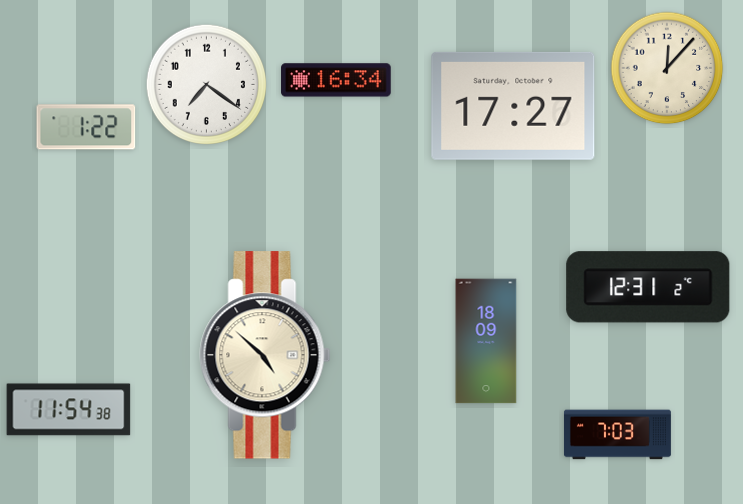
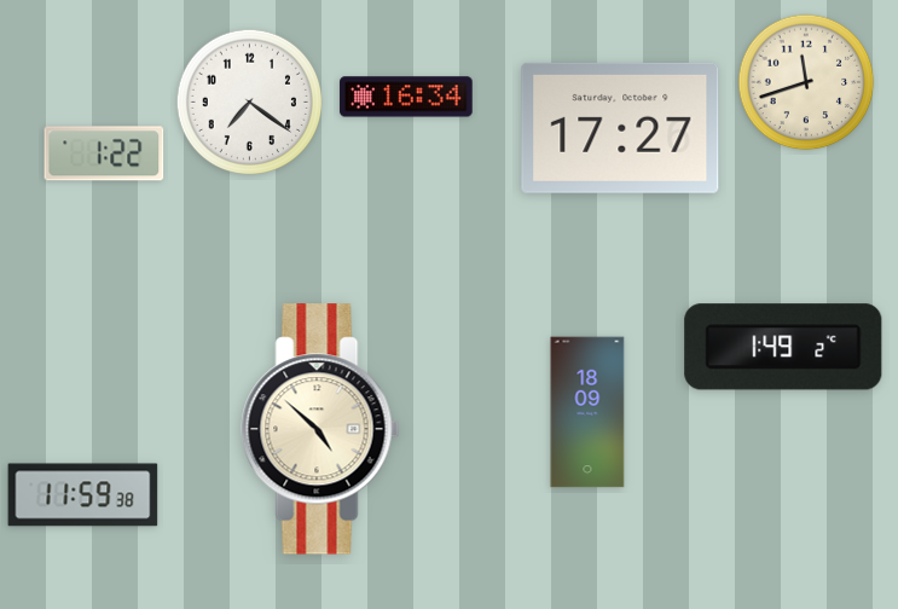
clock at (667, 68): 12:07 -> 11:42
clock at (648, 287): 12:31 -> 1:49
clock at (69, 410): 11:54 -> 11:59
clock at (617, 435): 7:03 -> none
